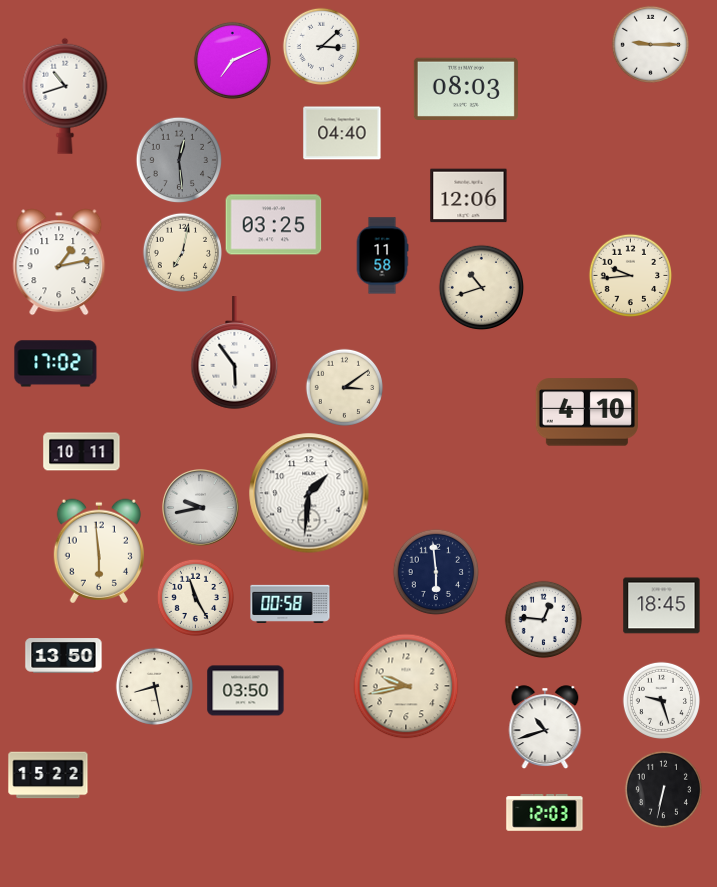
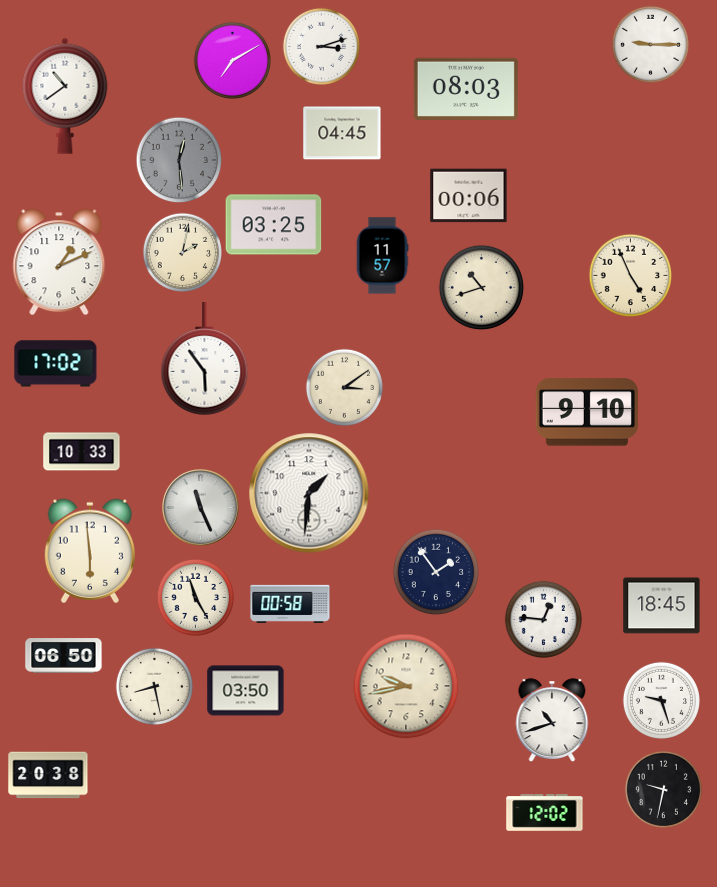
clock at (321, 46): 3:08 -> 3:12
clock at (232, 60): 7:11 -> 7:10
clock at (65, 96): 10:42 -> 10:39
clock at (342, 133): 04:40 -> 04:45
clock at (469, 196): 12:06 -> 00:06
clock at (182, 252): 7:02 -> 2:02
clock at (382, 256): 11:58 -> 11:57
clock at (59, 262): 1:13 -> 1:11
clock at (630, 275): 9:44 -> 4:56
clock at (235, 353) position: (235, 353) -> (205, 359)
clock at (587, 412): 4:10 -> 9:10
clock at (82, 452): 10:11 -> 10:33
clock at (201, 508): 9:43 -> 11:26
clock at (99, 551) position: (99, 551) -> (90, 551)
clock at (436, 572): 5:59 -> 1:54
clock at (64, 656): 13:50 -> 06:50
clock at (545, 727) position: (545, 727) -> (552, 720)
clock at (48, 775): 15:22 -> 20:38
clock at (663, 789): 6:32 -> 9:32
clock at (545, 813): 12:03 -> 12:02
